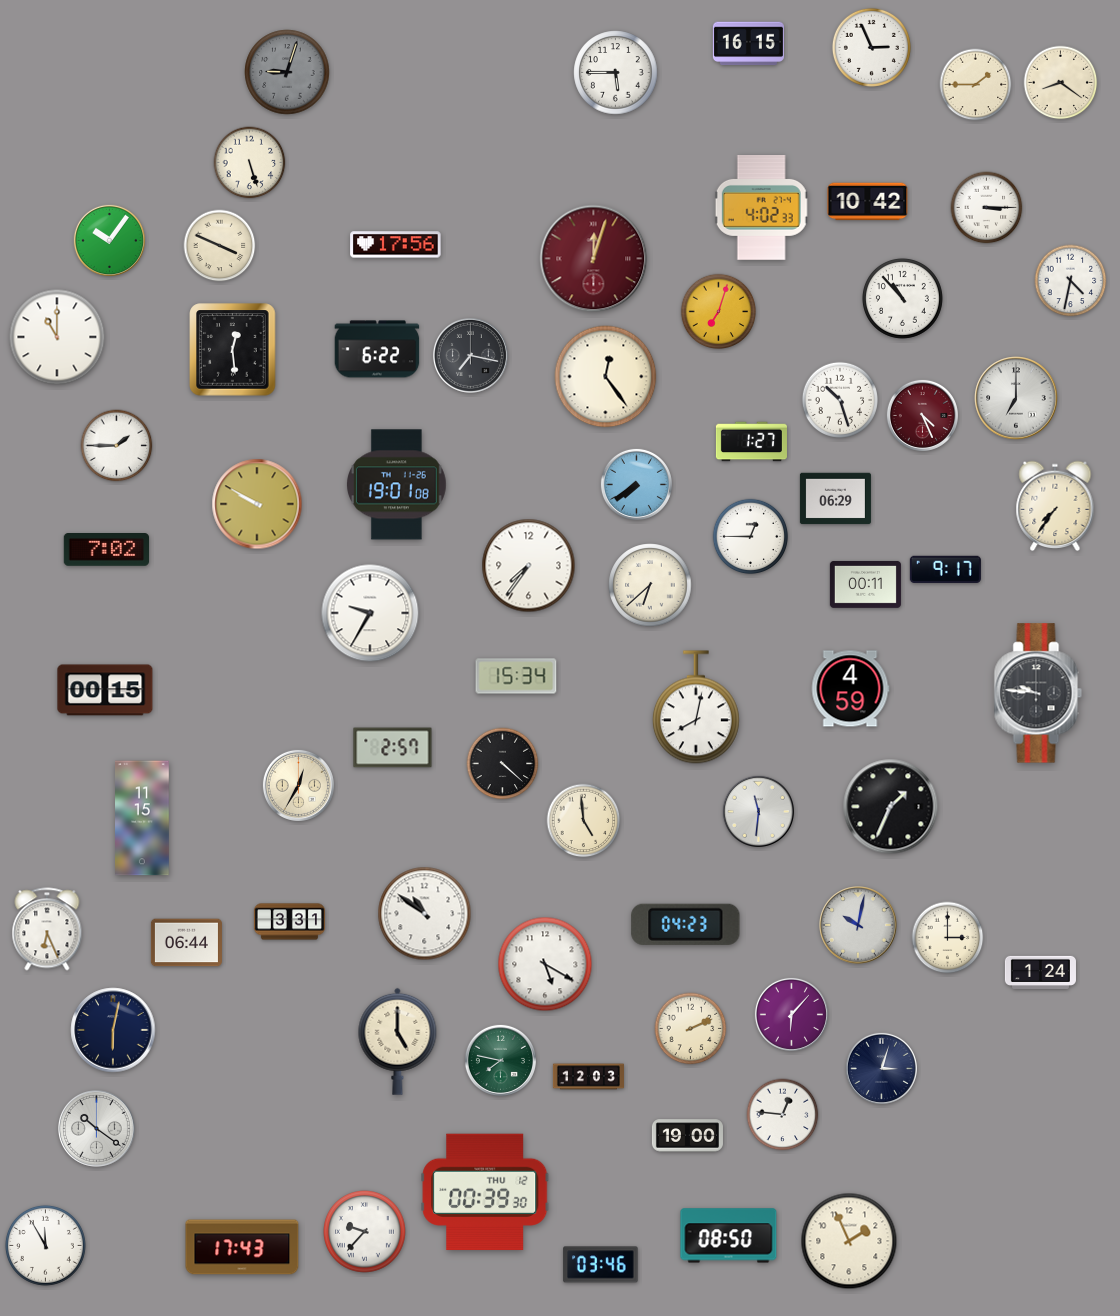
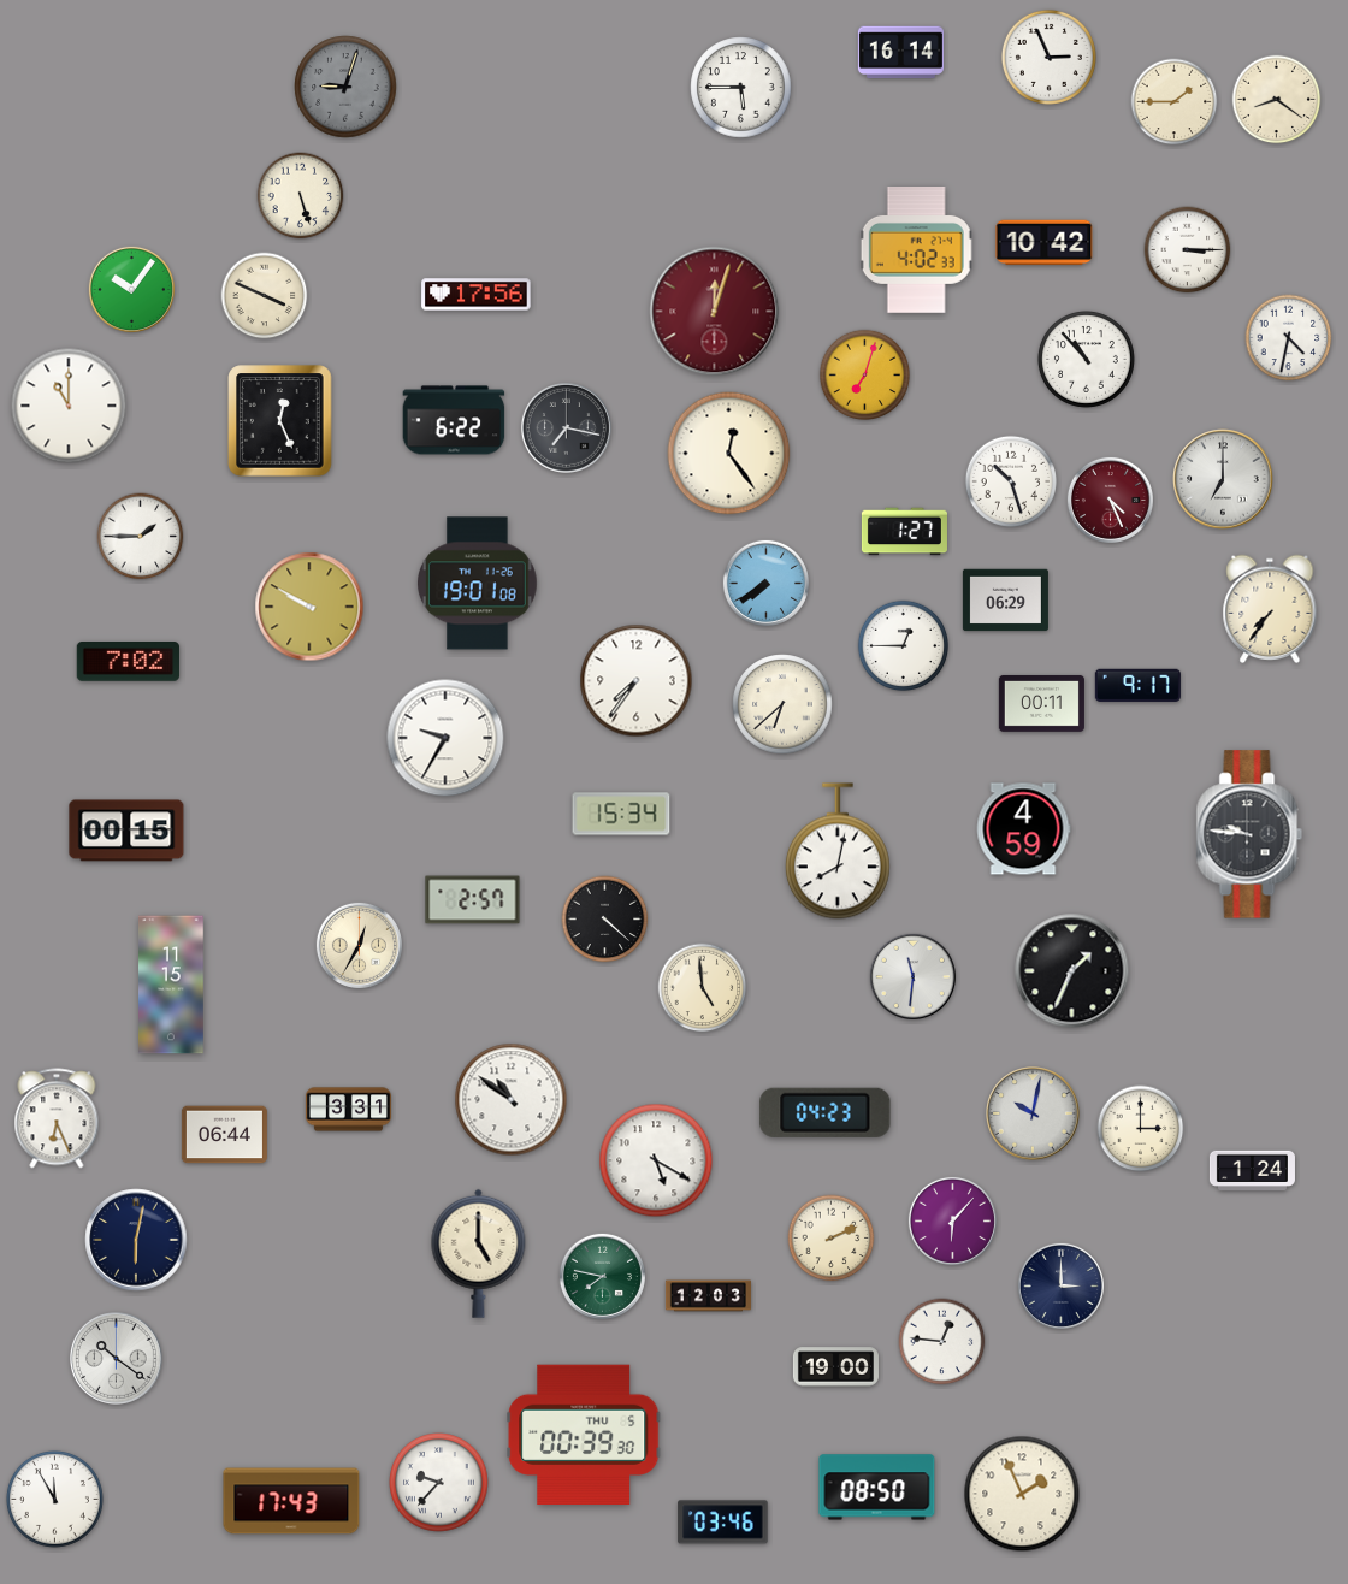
clock at (748, 44): 16:15 -> 16:14
clock at (233, 350): 12:29 -> 12:26
clock at (881, 1068): 3:03 -> 3:00
clock at (687, 1136) position: (687, 1136) -> (835, 1367)
clock at (485, 1192) date: THU 12 -> THU 5
